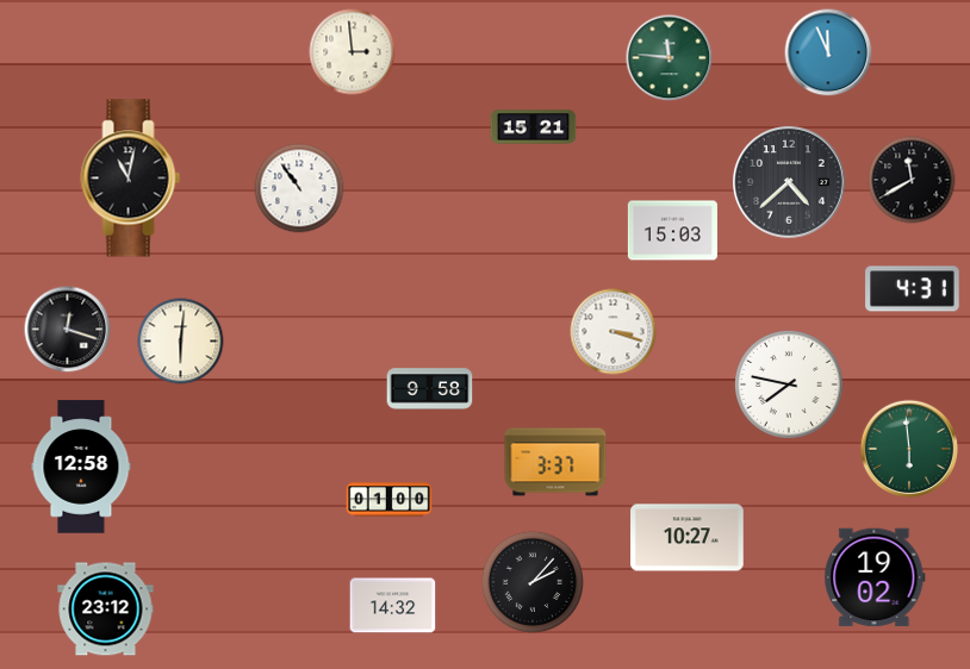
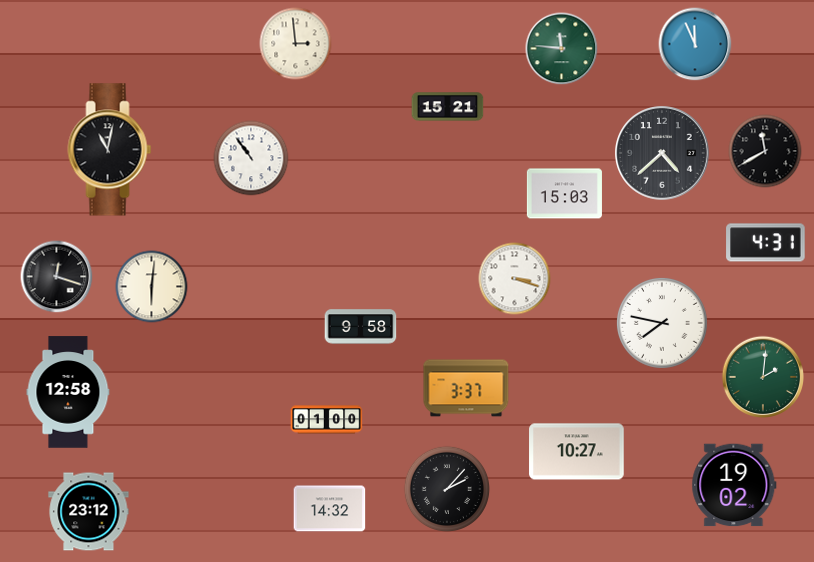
clock at (908, 448): 5:59 -> 2:01
